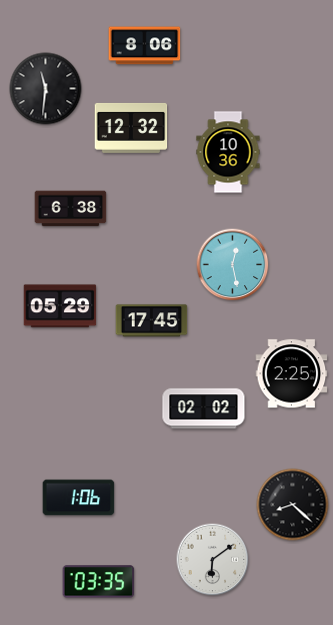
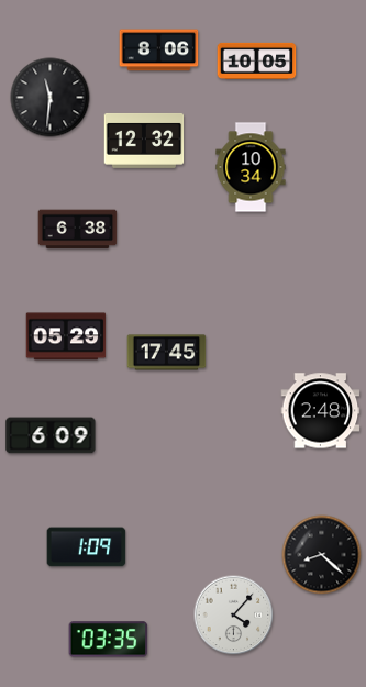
clock at (257, 60): none -> 10:05
clock at (228, 152): 10:36 -> 10:34
clock at (233, 265): 12:28 -> none
clock at (292, 374): 2:25 -> 2:48
clock at (51, 435): none -> 6:09
clock at (204, 409): 02:02 -> none
clock at (79, 498): 1:06 -> 1:09
clock at (213, 560): 6:09 -> 4:07
